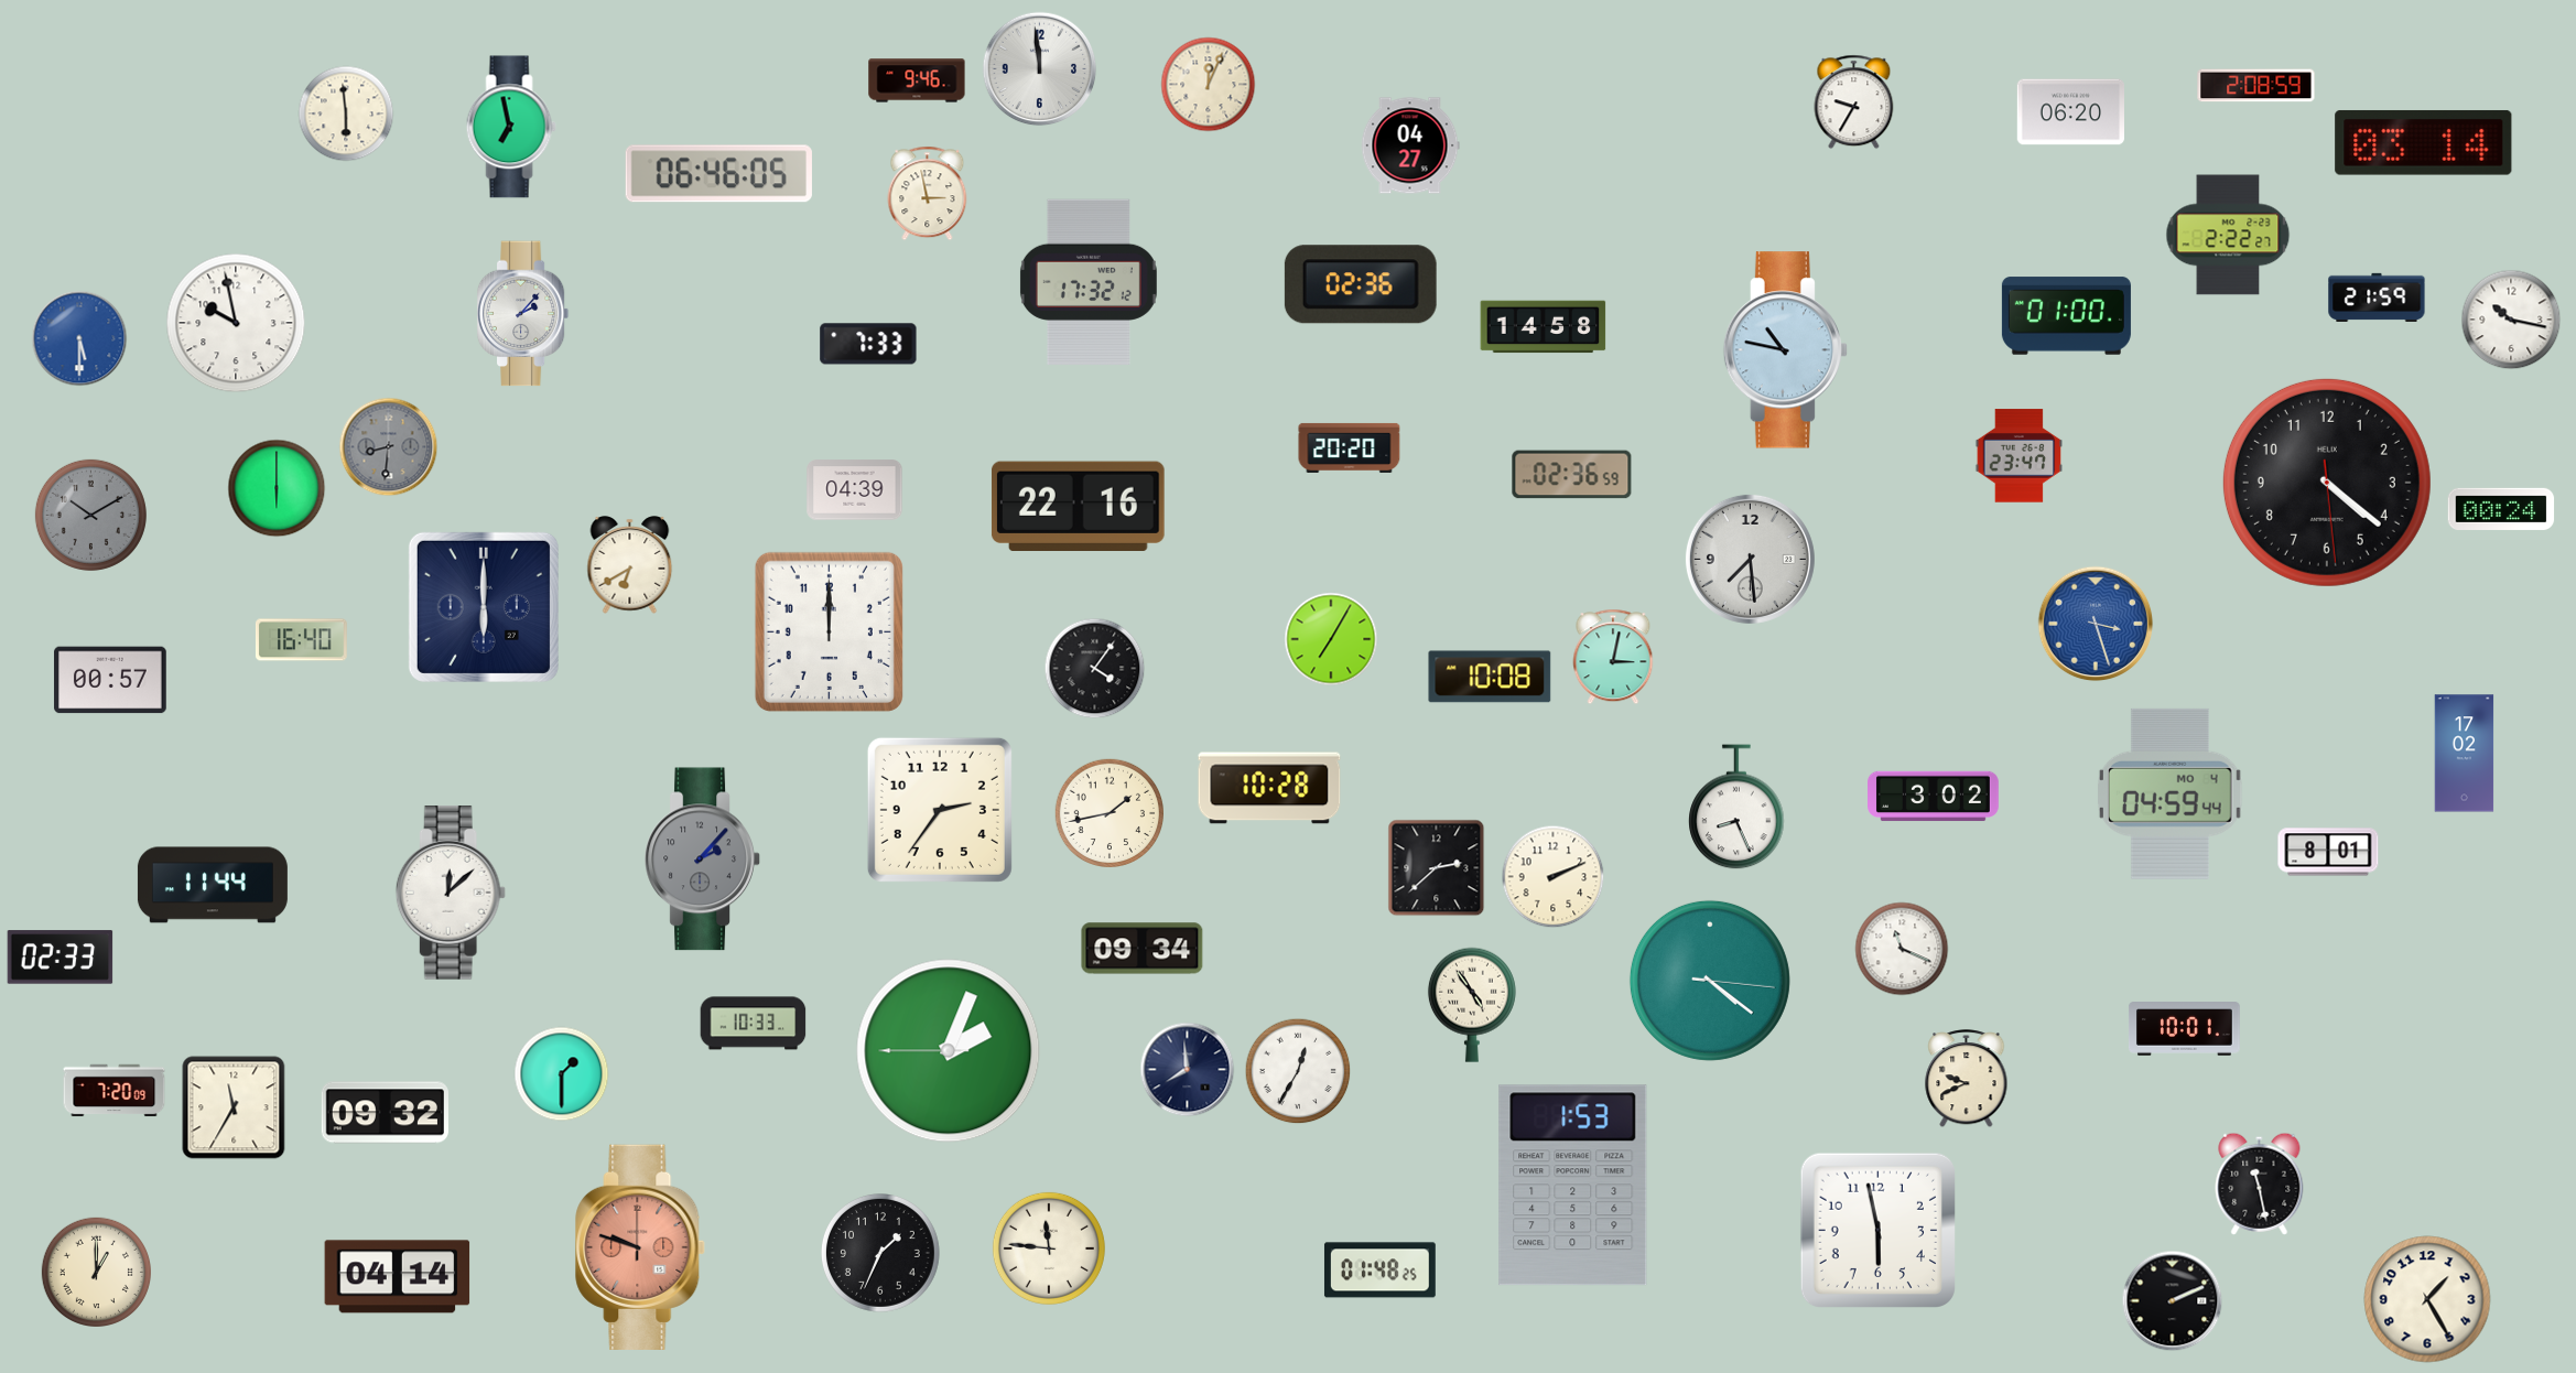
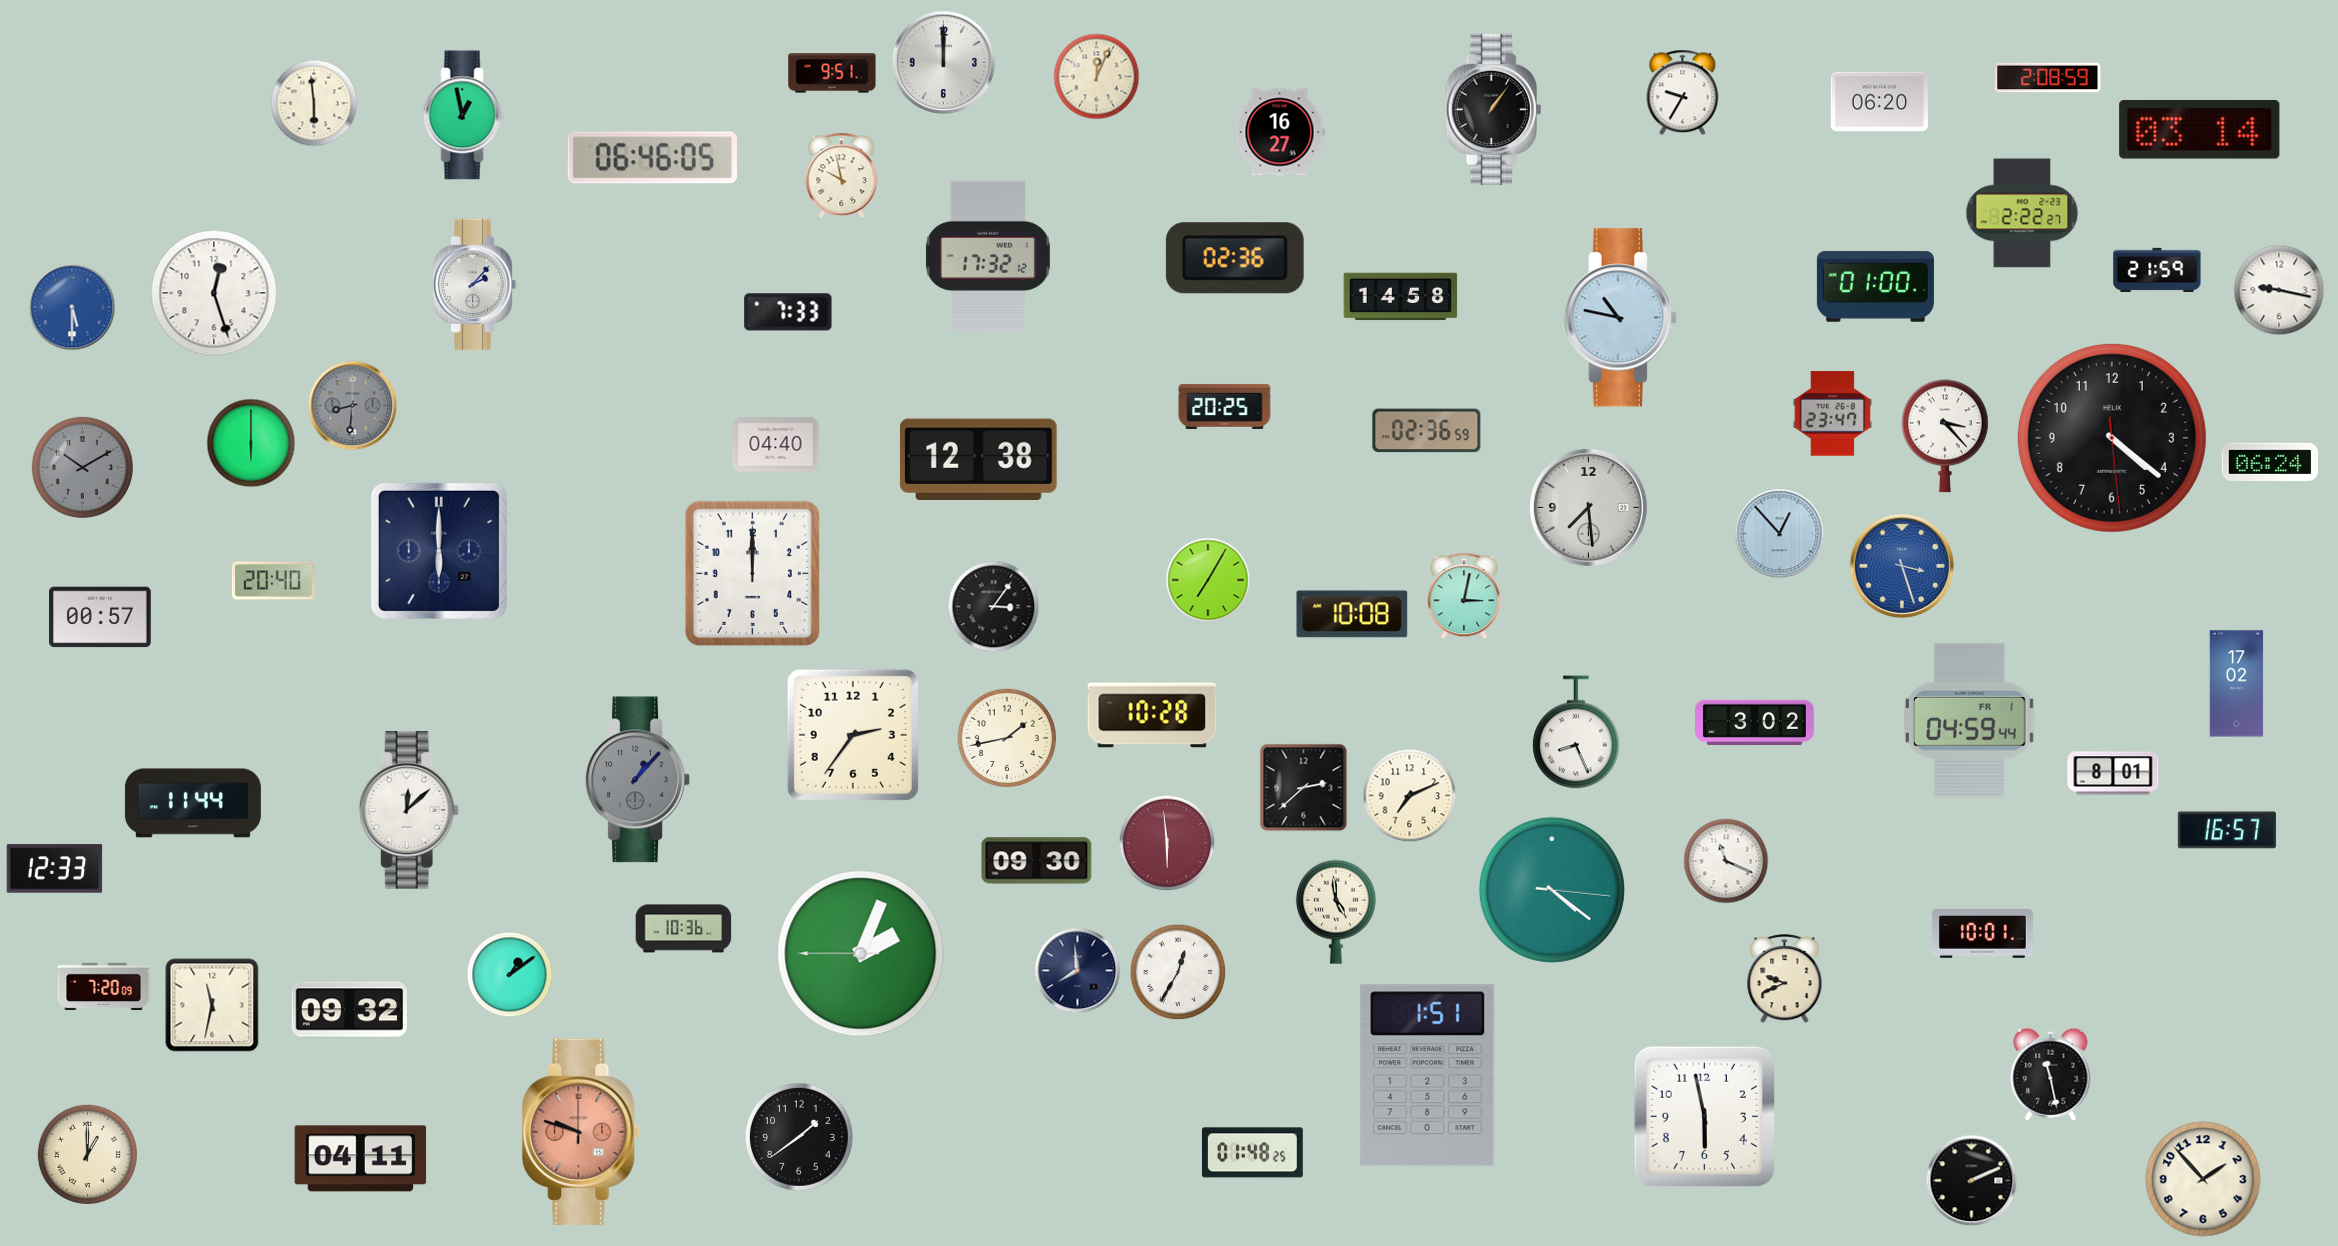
clock at (1040, 69): 11:59 -> 12:00
clock at (917, 80): 9:46 -> 9:51
clock at (1494, 109): none -> 1:06
clock at (511, 127): 6:58 -> 12:58
clock at (1410, 145): 04:27 -> 16:27
clock at (928, 194): 2:58 -> 9:58
clock at (2511, 320): 10:17 -> 9:17
clock at (236, 323): 9:58 -> 12:27
clock at (1350, 447): 20:20 -> 20:25
clock at (1945, 436): none -> 3:23
clock at (855, 490): 04:39 -> 04:40
clock at (1078, 506): 22:16 -> 12:38
clock at (2501, 509): 00:24 -> 06:24
clock at (630, 565): 6:40 -> none
clock at (1780, 534): none -> 12:53
clock at (302, 640): 16:40 -> 20:40
clock at (1095, 669): 4:06 -> 3:06
clock at (2169, 793) date: MO 4 -> FR 1
clock at (703, 860): 2:07 -> 1:07
clock at (1554, 877): 2:11 -> 7:11
clock at (2227, 830): none -> 16:57
clock at (1167, 843): none -> 5:59
clock at (1143, 949): 09:34 -> 09:30
clock at (61, 958): 02:33 -> 12:33
clock at (1472, 1005): 4:54 -> 4:59
clock at (754, 1024): 10:33 -> 10:36
clock at (562, 1074): 1:30 -> 1:09
clock at (115, 1091) position: (115, 1091) -> (104, 987)
clock at (234, 1107): 11:35 -> 11:32
clock at (1573, 1186): 1:53 -> 1:51
clock at (1049, 1248): 11:46 -> none
clock at (881, 1254): 1:34 -> 1:39
clock at (398, 1277): 04:14 -> 04:11
clock at (2427, 1299): 1:25 -> 1:53
